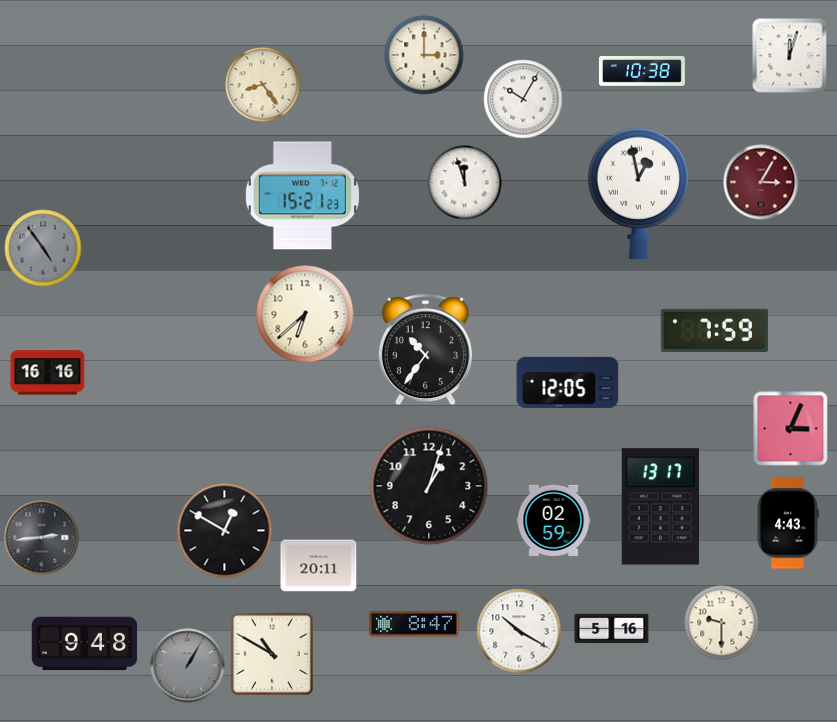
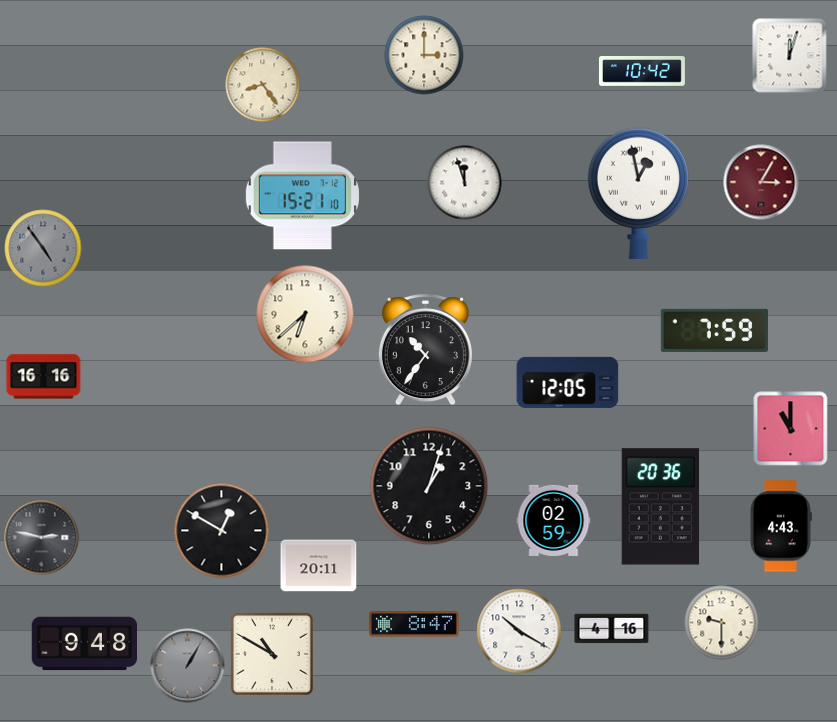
clock at (642, 72): 10:38 -> 10:42
clock at (523, 99): 10:05 -> none
clock at (302, 196): 15:21:23 -> 15:21:10
clock at (48, 373) position: (48, 373) -> (44, 377)
clock at (791, 429): 3:04 -> 11:00
clock at (660, 507): 13:17 -> 20:36
clock at (787, 523) position: (787, 523) -> (780, 526)
clock at (225, 531) position: (225, 531) -> (222, 531)
clock at (42, 538): 2:44 -> 2:47
clock at (612, 629): 5:16 -> 4:16
